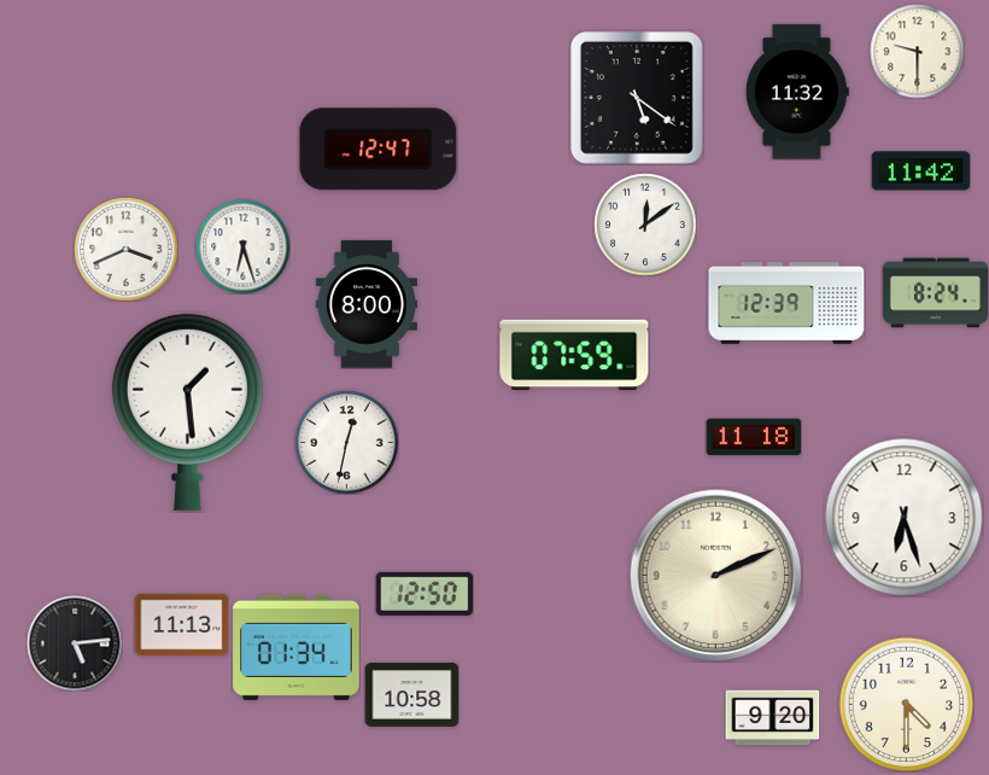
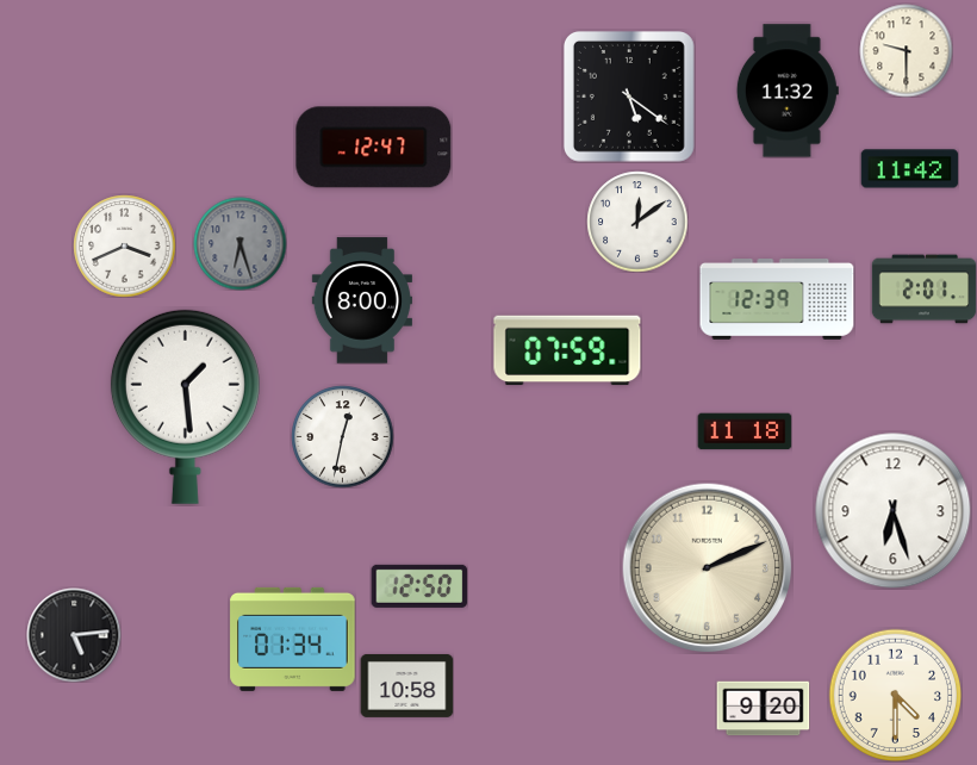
clock at (242, 246) dial: white -> grey
clock at (935, 293): 8:24 -> 2:01
clock at (181, 625): 11:13 -> none
